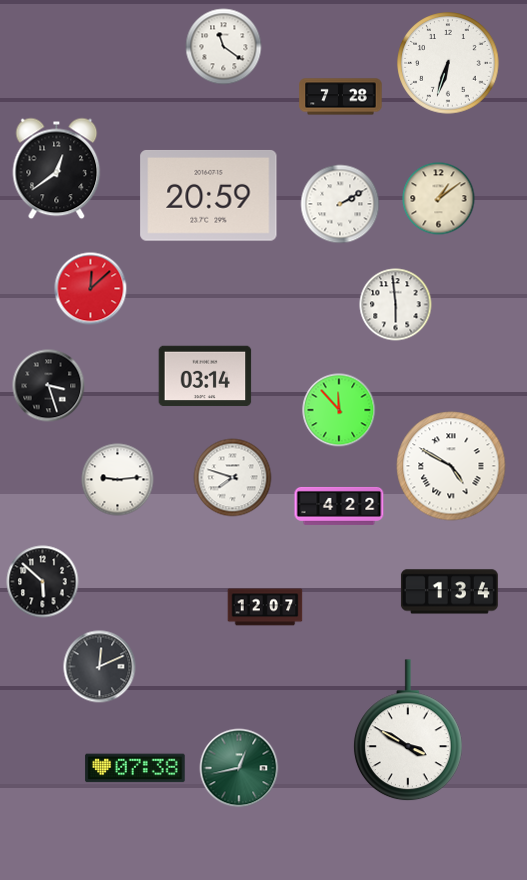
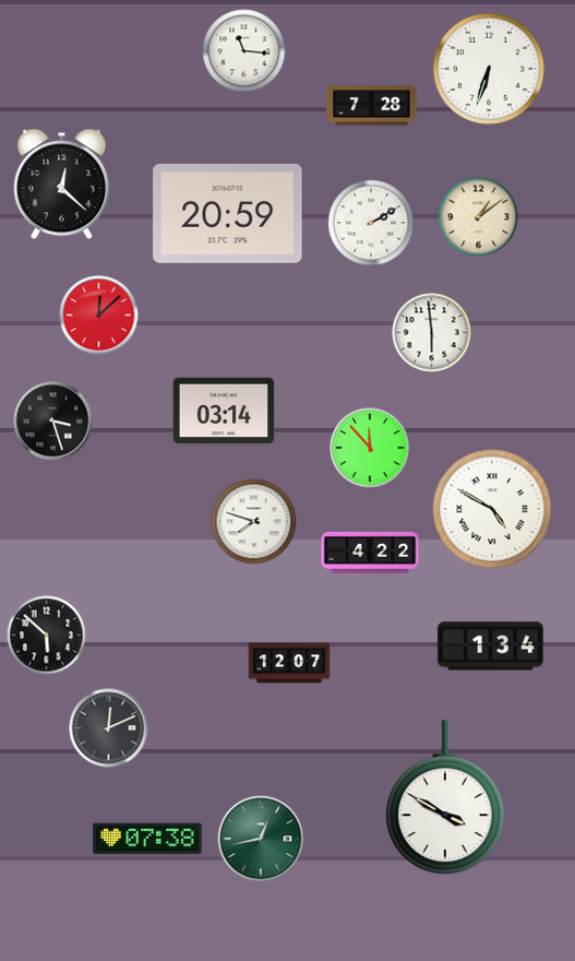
clock at (224, 47): 11:21 -> 11:16
clock at (57, 169): 12:39 -> 12:22
clock at (118, 480): 9:14 -> none
